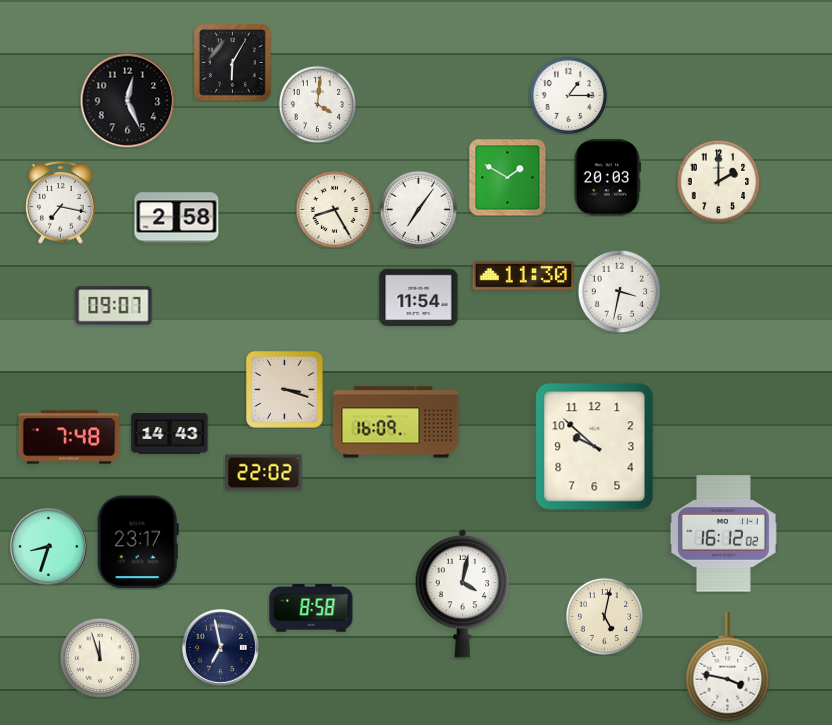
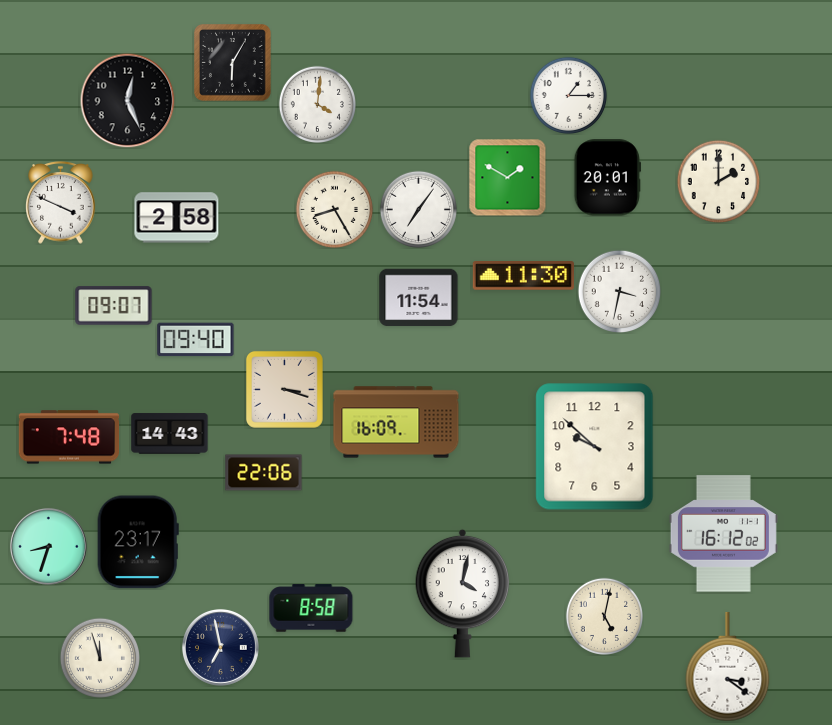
clock at (607, 178): 20:03 -> 20:01
clock at (61, 203): 7:17 -> 3:49
clock at (196, 340): none -> 09:40
clock at (264, 473): 22:02 -> 22:06
clock at (728, 667): 3:47 -> 3:21
